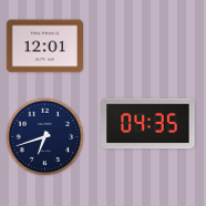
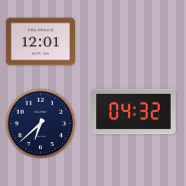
clock at (148, 124): 04:35 -> 04:32
clock at (45, 137): 6:42 -> 6:38
